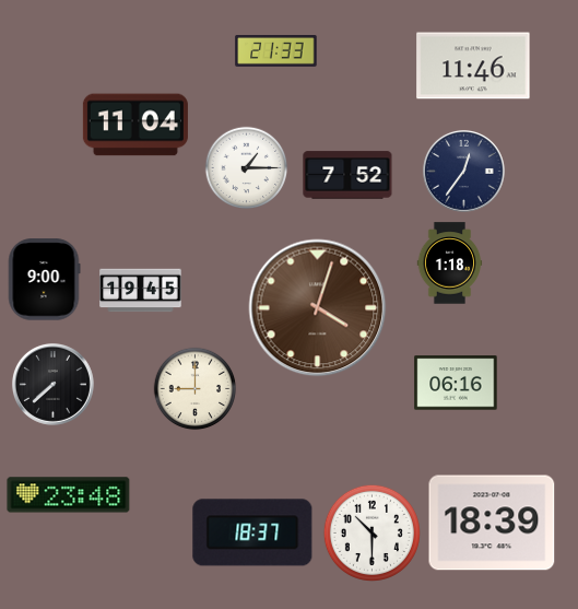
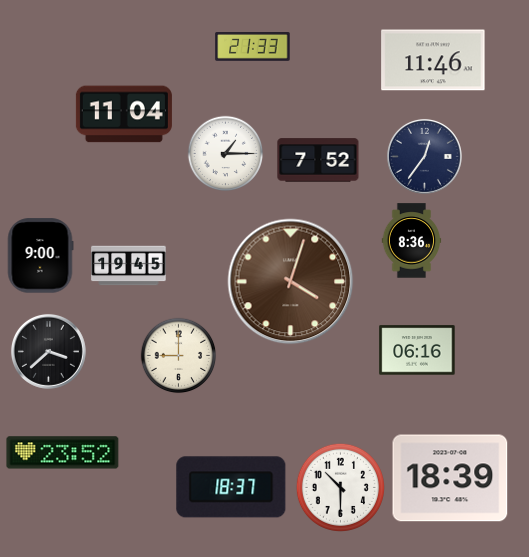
clock at (450, 263): 1:18 -> 8:36
clock at (52, 384): 7:38 -> 3:38
clock at (69, 495): 23:48 -> 23:52
